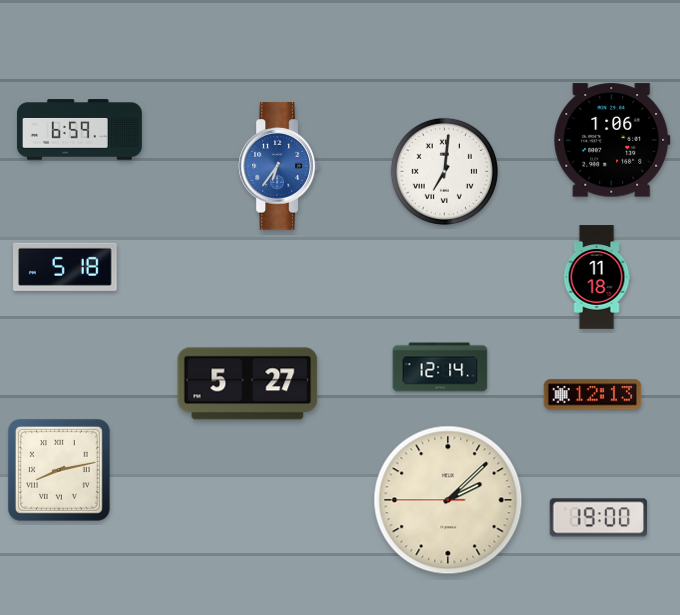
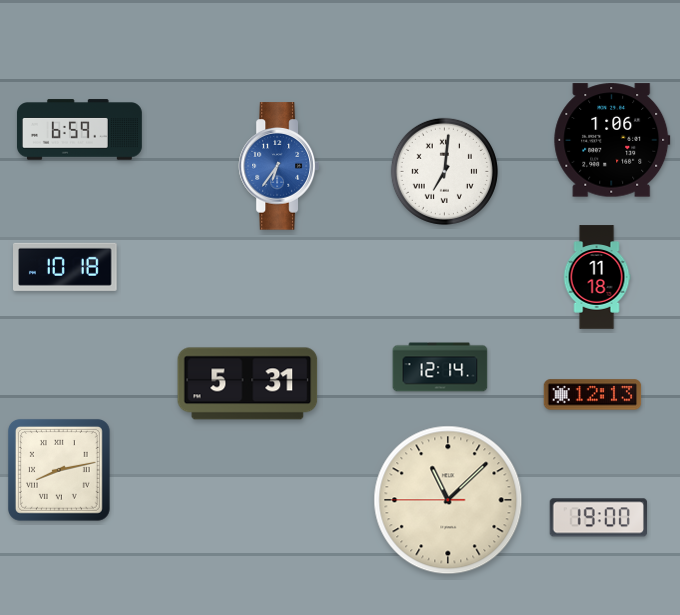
clock at (66, 267): 5:18 -> 10:18
clock at (248, 384): 5:27 -> 5:31
clock at (448, 500): 2:07 -> 11:07
